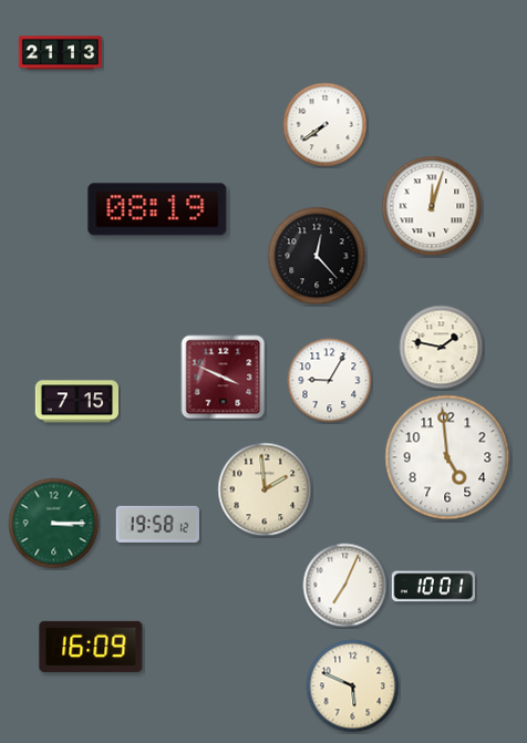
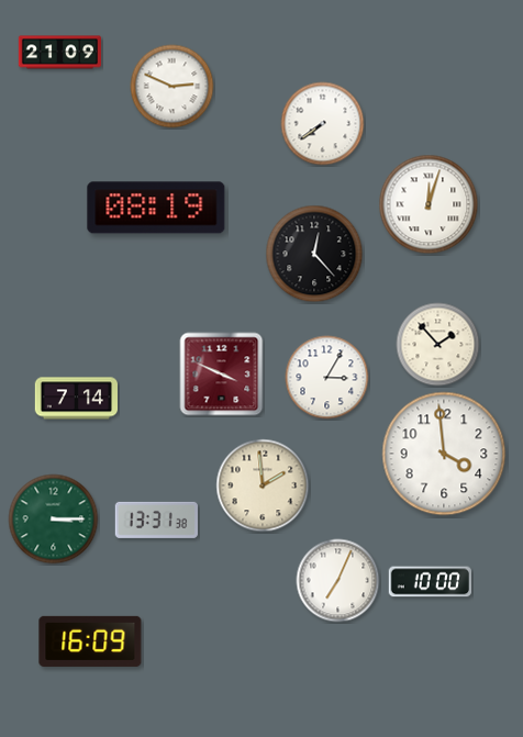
clock at (61, 53): 21:13 -> 21:09
clock at (173, 87): none -> 2:49
clock at (442, 348): 1:47 -> 1:53
clock at (330, 381): 9:05 -> 3:05
clock at (77, 402): 7:15 -> 7:14
clock at (447, 457): 4:59 -> 3:59
clock at (157, 524): 19:58 -> 13:31
clock at (345, 586) position: (345, 586) -> (338, 581)
clock at (433, 587): 10:01 -> 10:00
clock at (353, 687): 5:49 -> none
